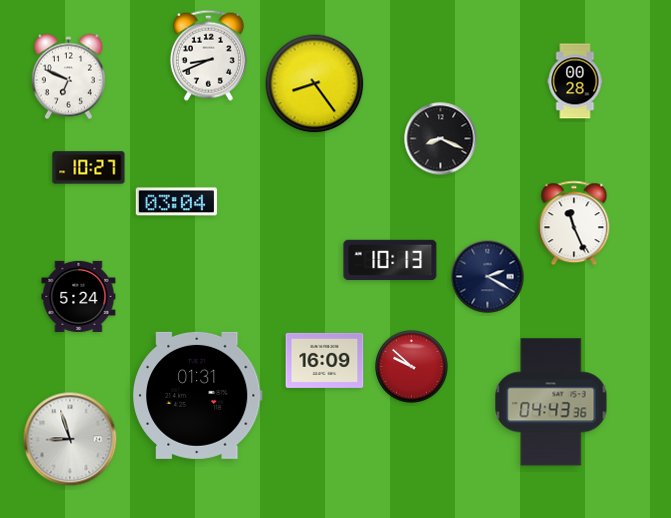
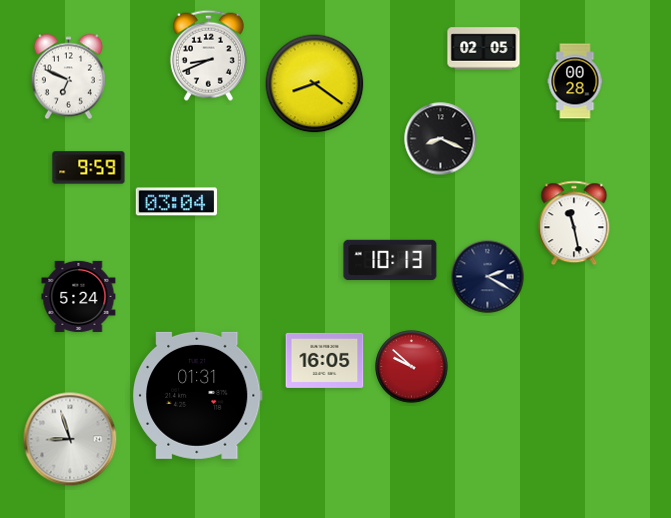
clock at (484, 49): none -> 02:05
clock at (315, 84): 8:24 -> 8:21
clock at (89, 168): 10:27 -> 9:59
clock at (574, 223): 11:26 -> 11:28
clock at (325, 360): 16:09 -> 16:05
clock at (551, 402): 04:43 -> none
